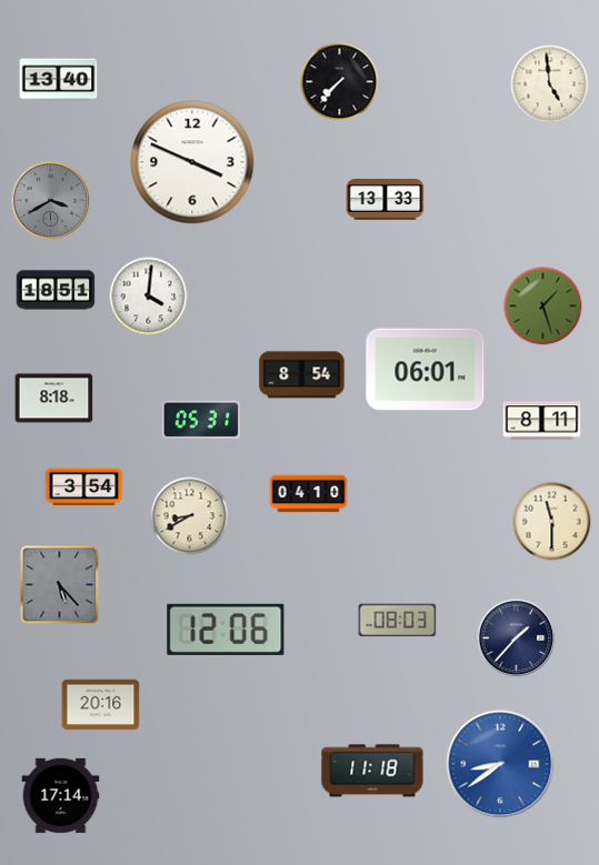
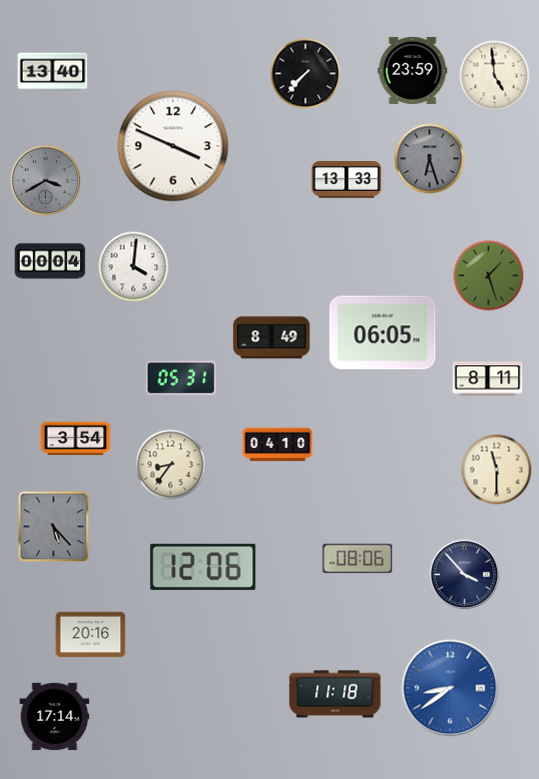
clock at (413, 70): none -> 23:59
clock at (430, 159): none -> 6:27
clock at (56, 290): 18:51 -> 00:04
clock at (426, 370): 06:01 -> 06:05
clock at (302, 375): 8:54 -> 8:49
clock at (54, 399): 8:18 -> none
clock at (190, 516): 8:40 -> 8:36
clock at (398, 621): 08:03 -> 08:06
clock at (517, 638): 1:37 -> 3:53
